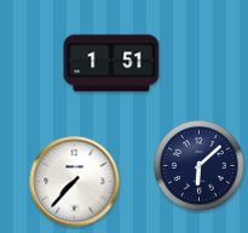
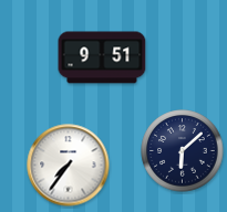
clock at (111, 63): 1:51 -> 9:51
clock at (75, 182): 7:37 -> 7:36
